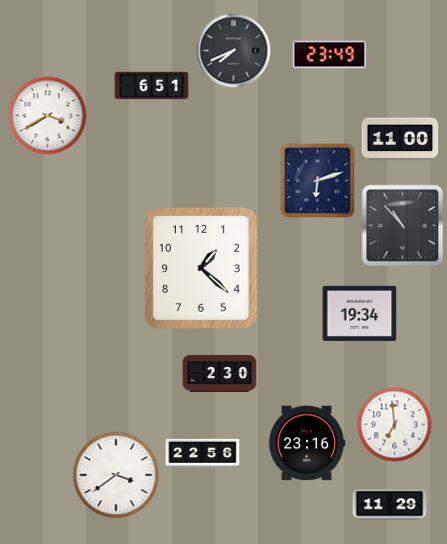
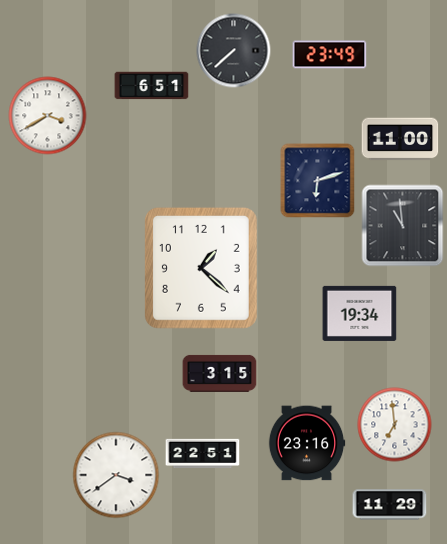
clock at (234, 51): 7:41 -> 7:38
clock at (403, 226): 10:53 -> 10:59
clock at (220, 373): 2:30 -> 3:15
clock at (203, 454): 22:56 -> 22:51
